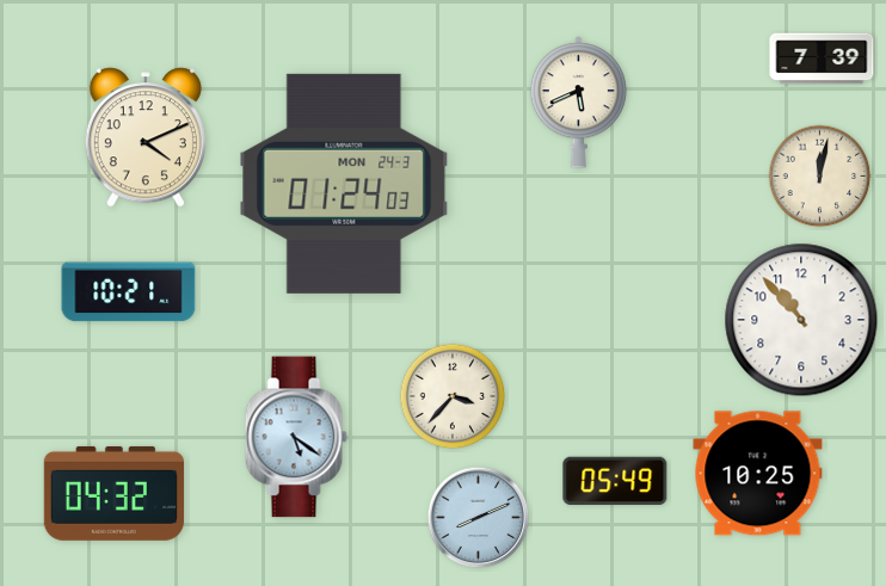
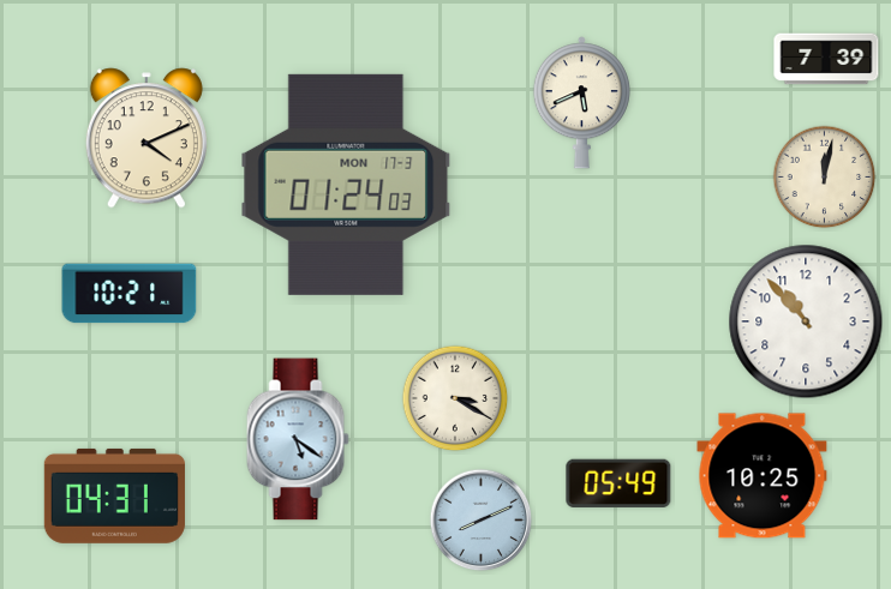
clock at (344, 184) date: MON 24-3 -> MON 17-3
clock at (453, 396): 3:37 -> 3:20
clock at (113, 493): 04:32 -> 04:31
